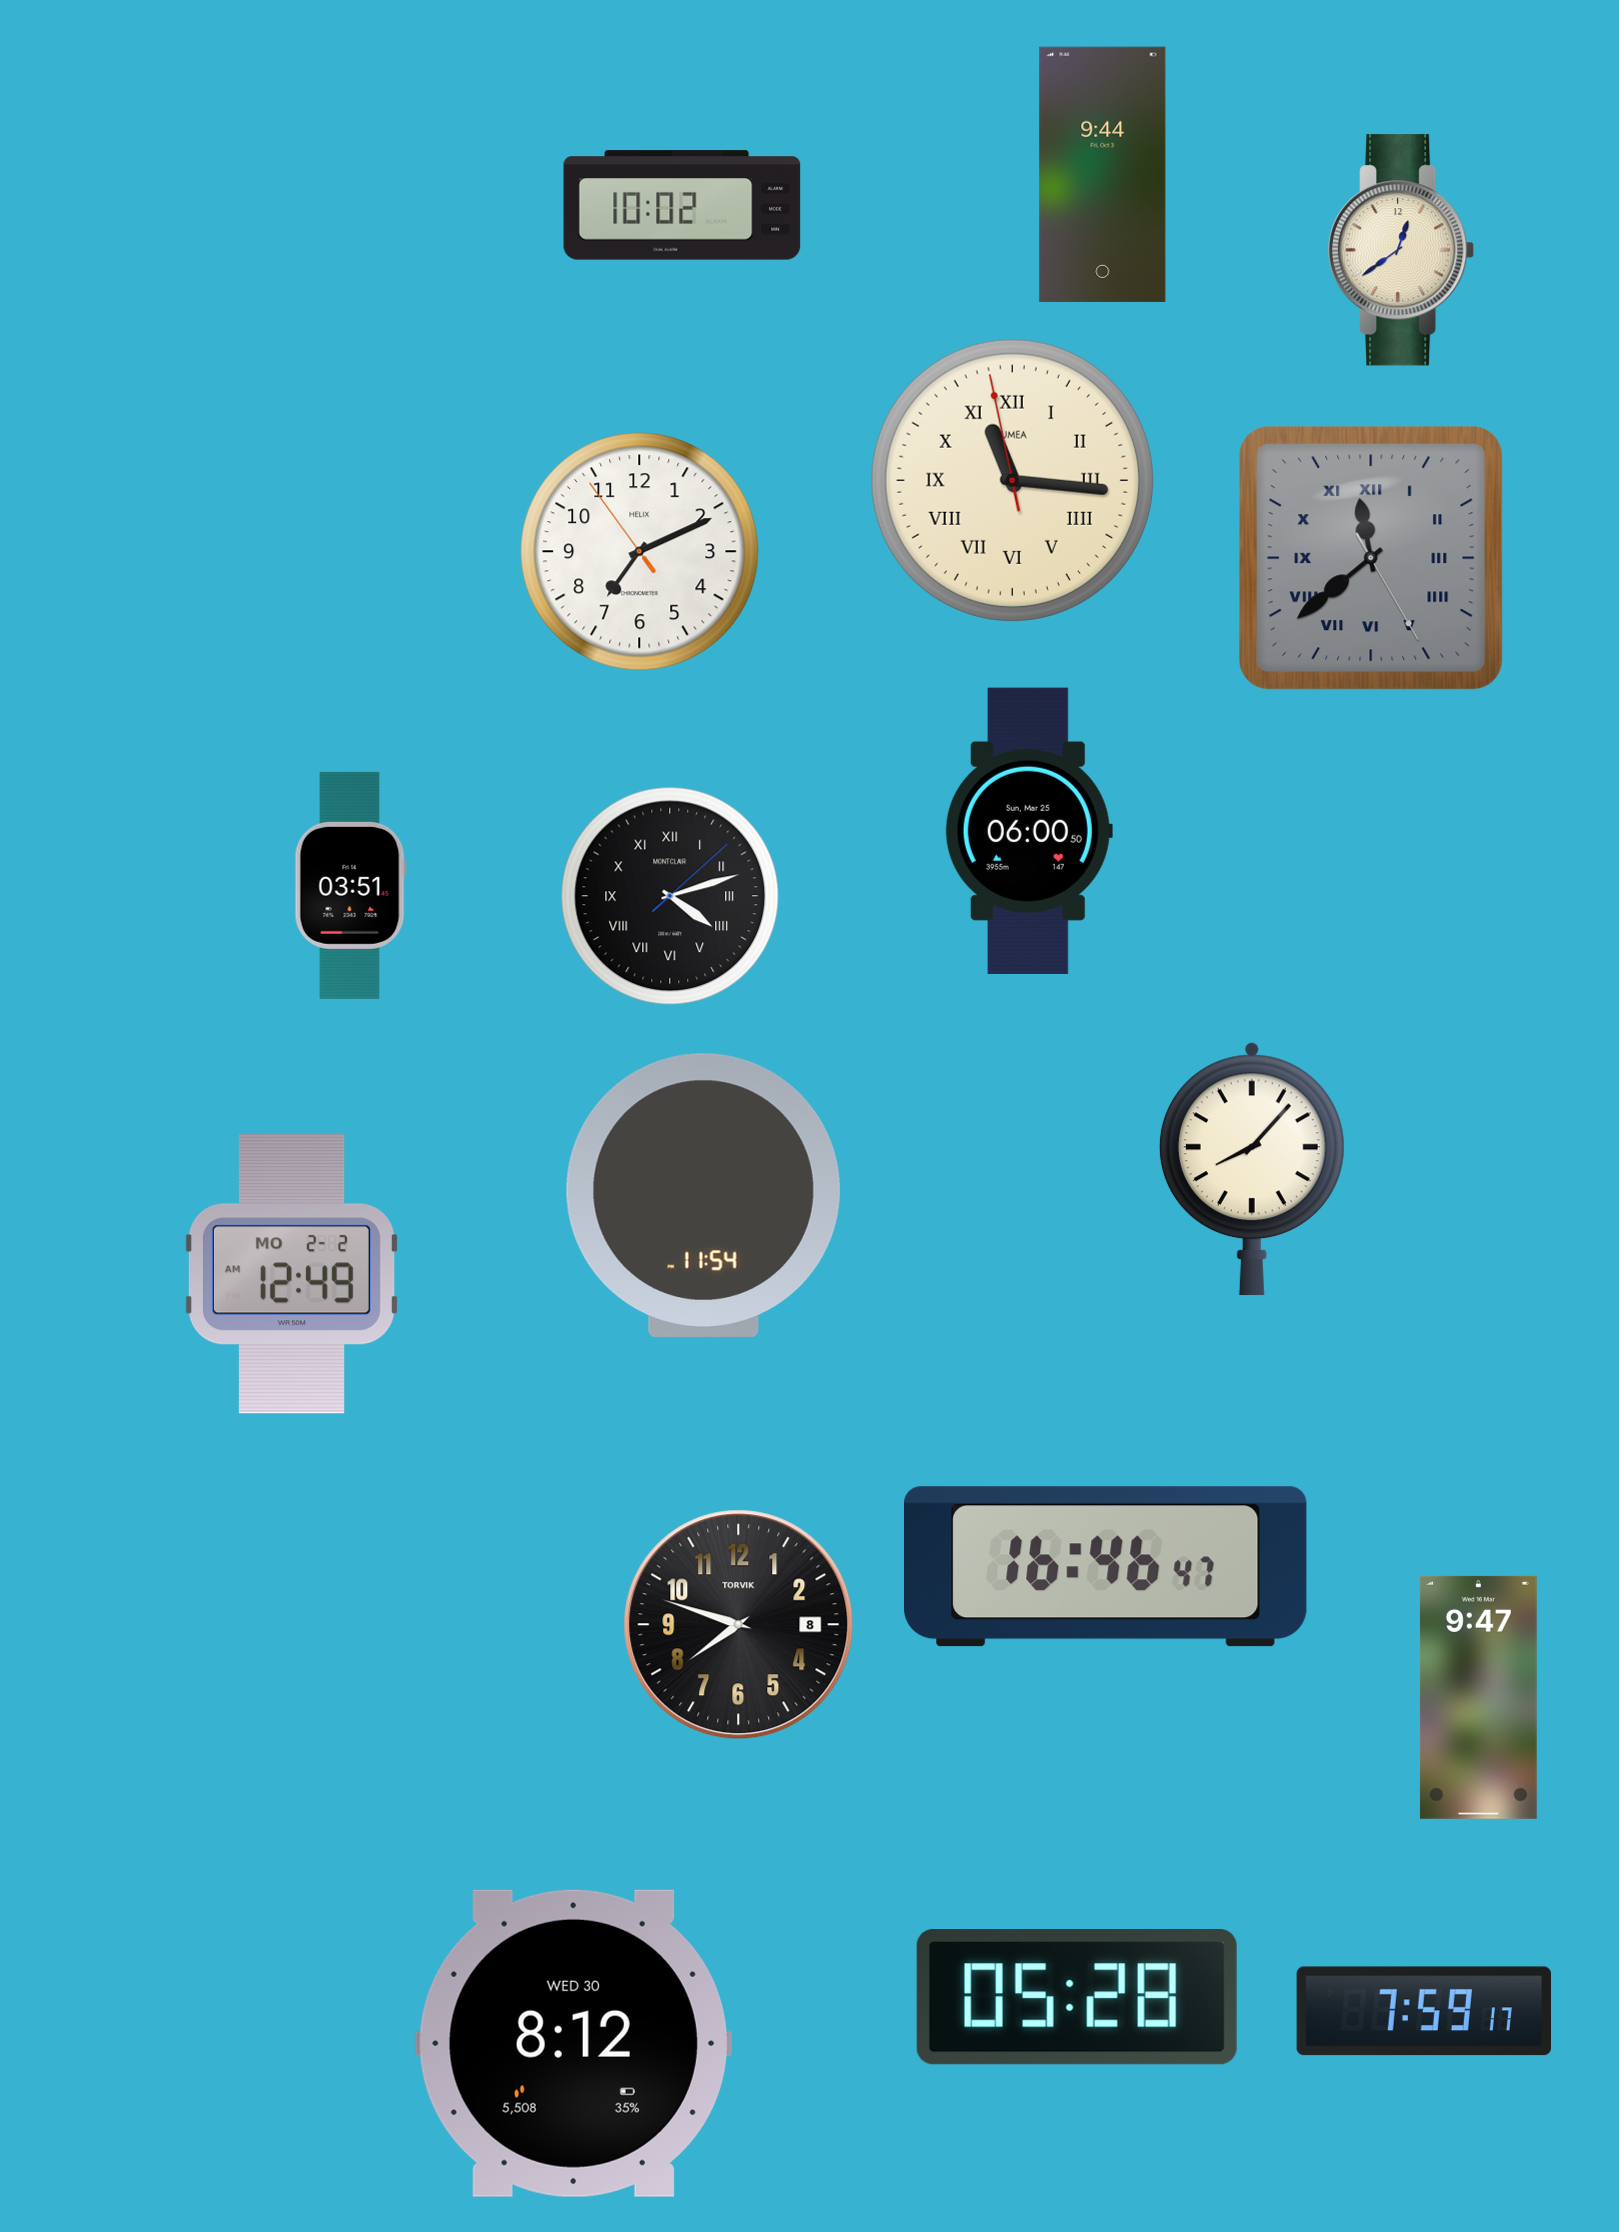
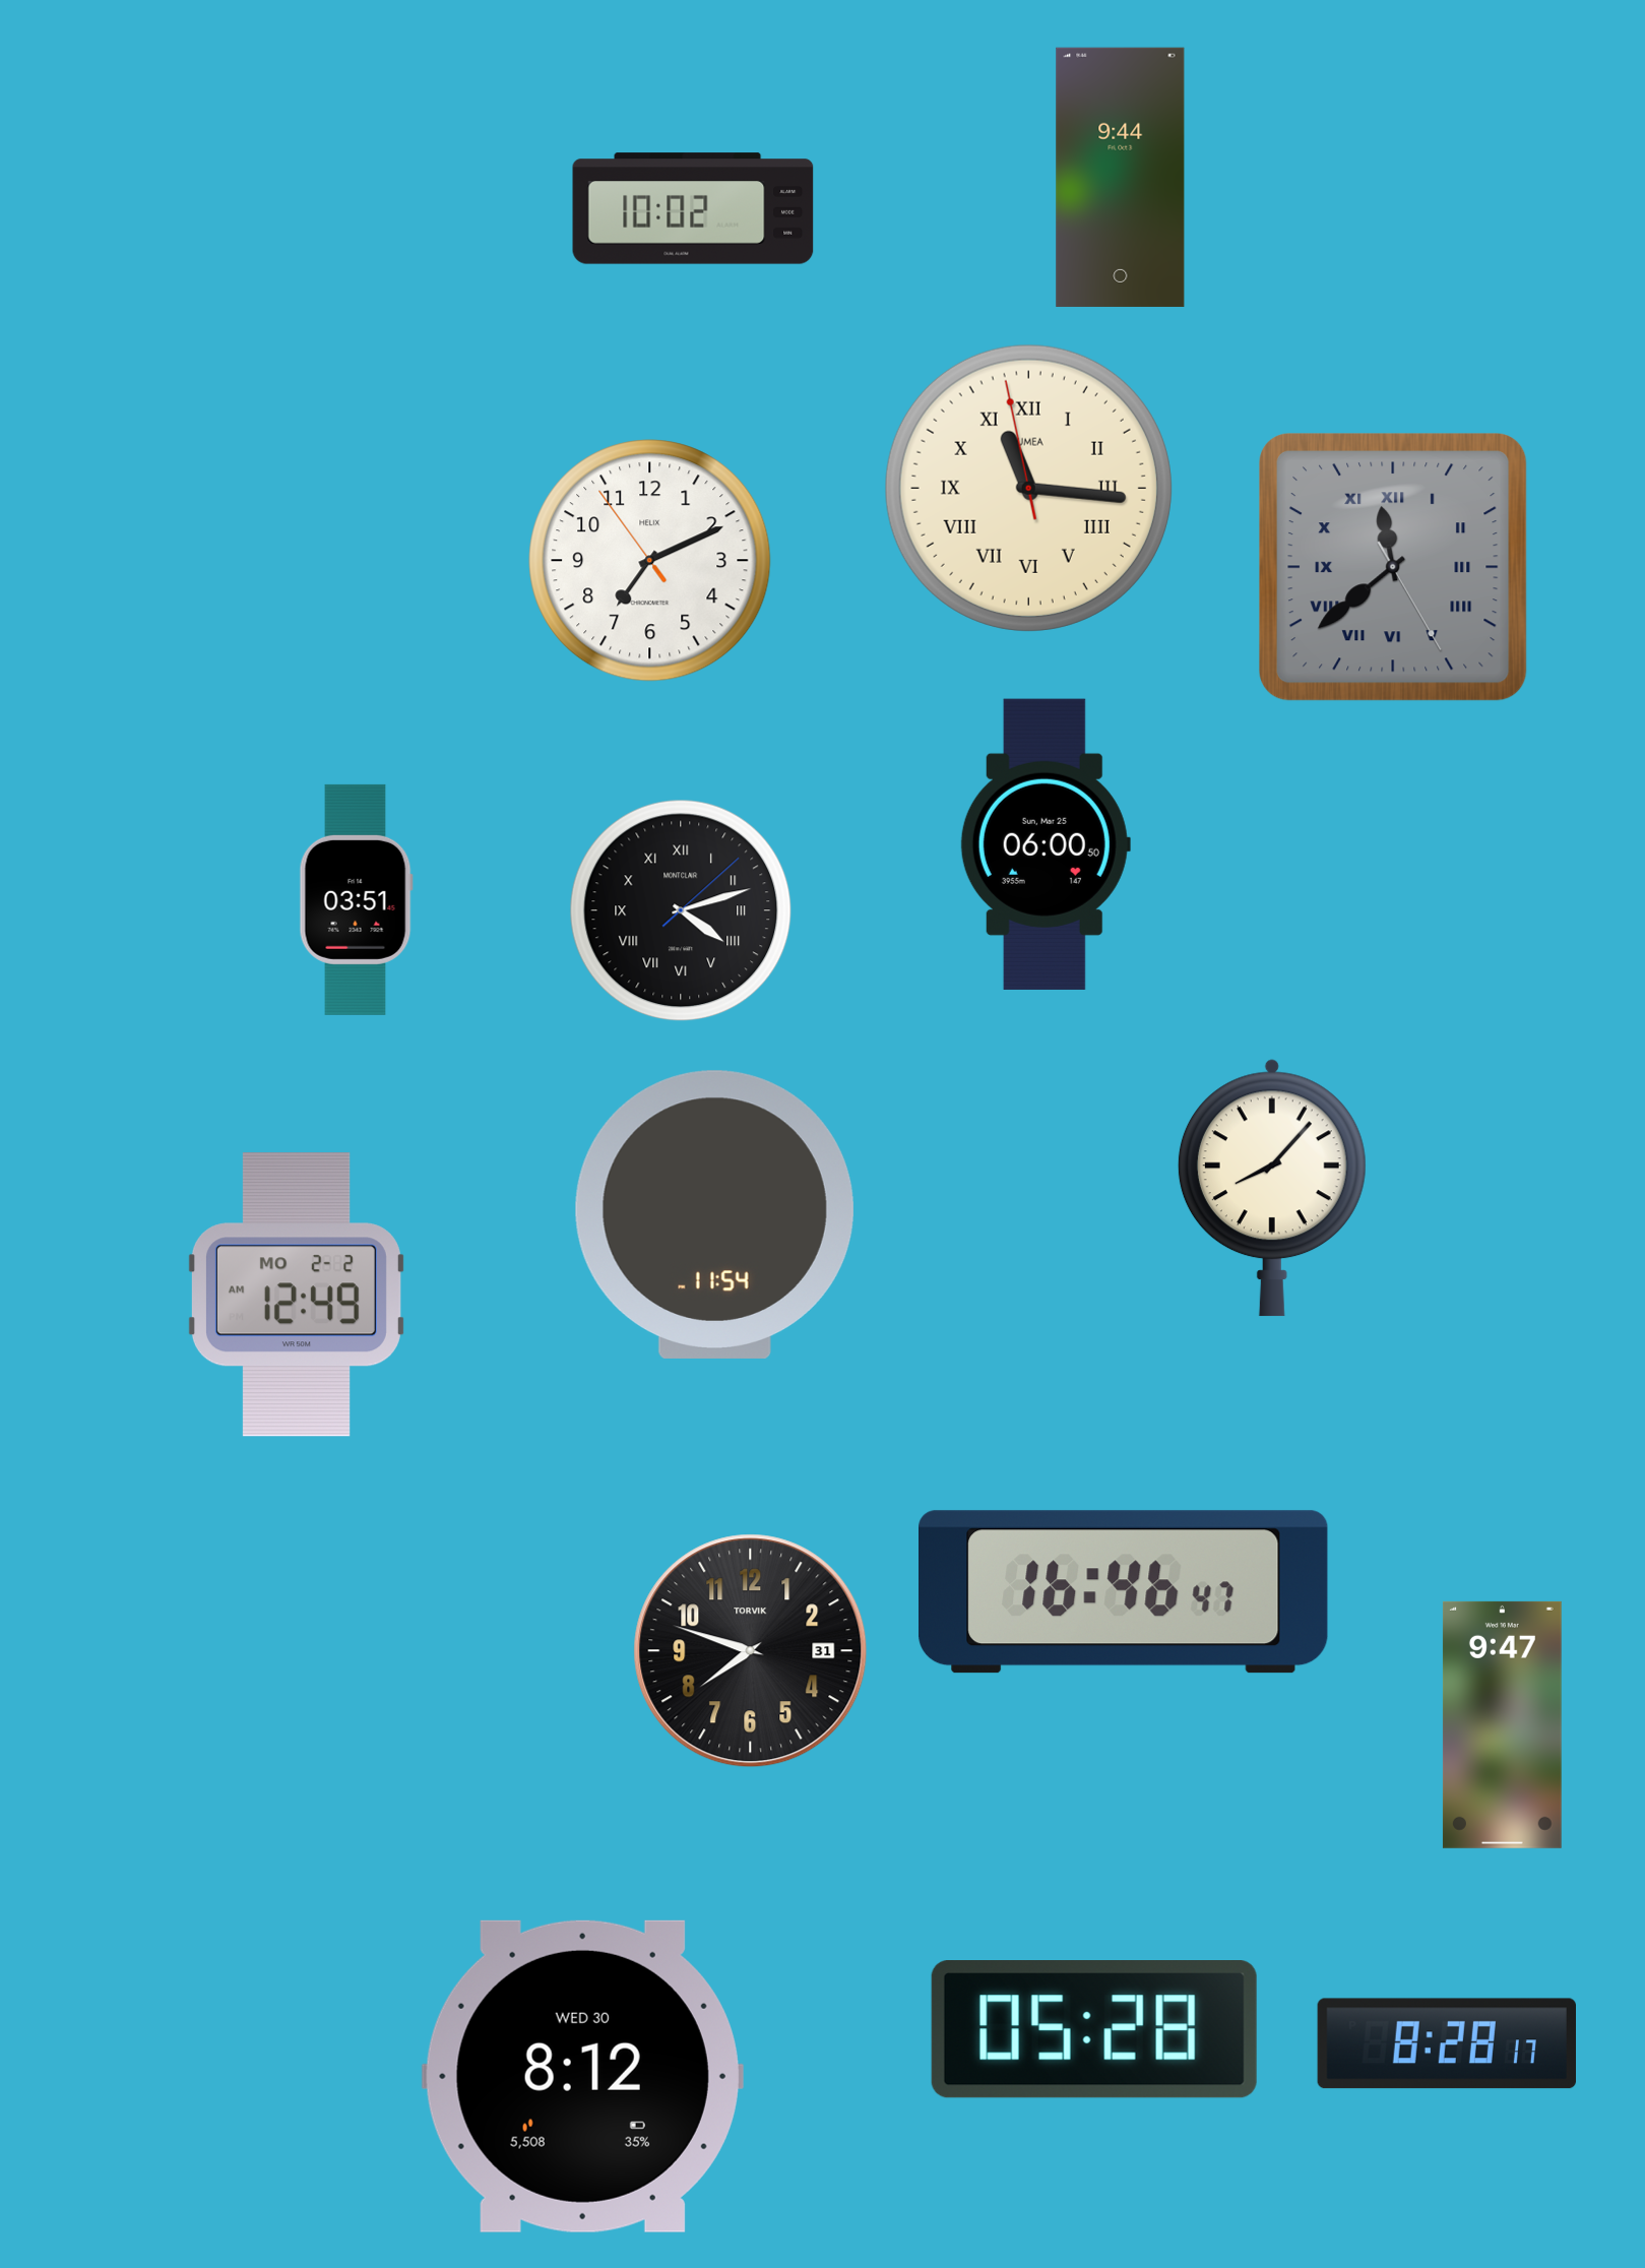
clock at (1402, 250): 12:39 -> none
clock at (739, 1625) date: 8 -> 31
clock at (1423, 2011): 7:59 -> 8:28
